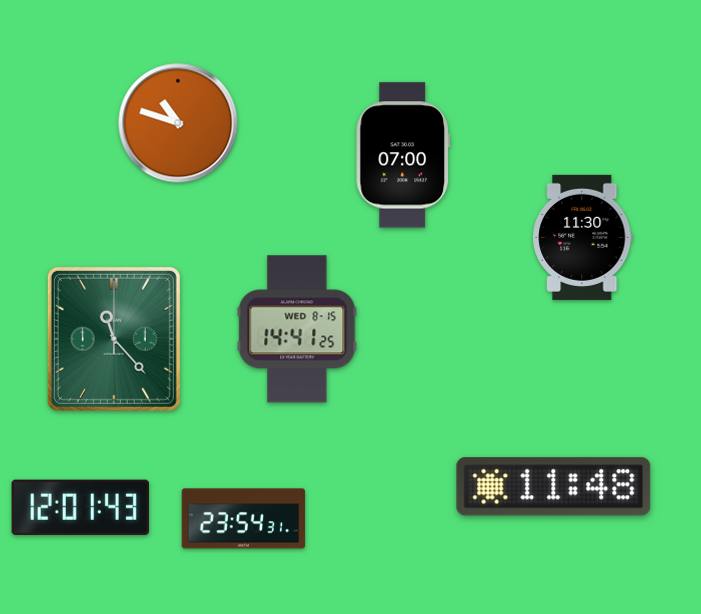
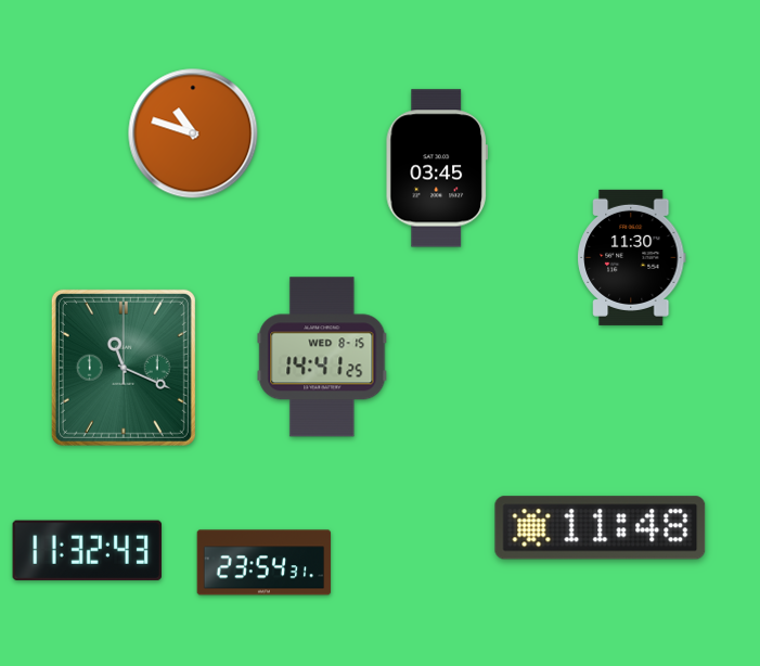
clock at (403, 155): 07:00 -> 03:45
clock at (114, 339): 11:23 -> 11:19
clock at (80, 507): 12:01 -> 11:32
